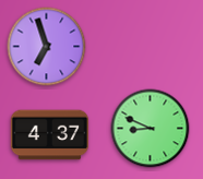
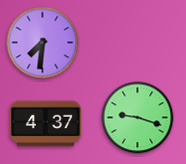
clock at (47, 47): 6:57 -> 7:31
clock at (151, 129): 8:49 -> 9:18
